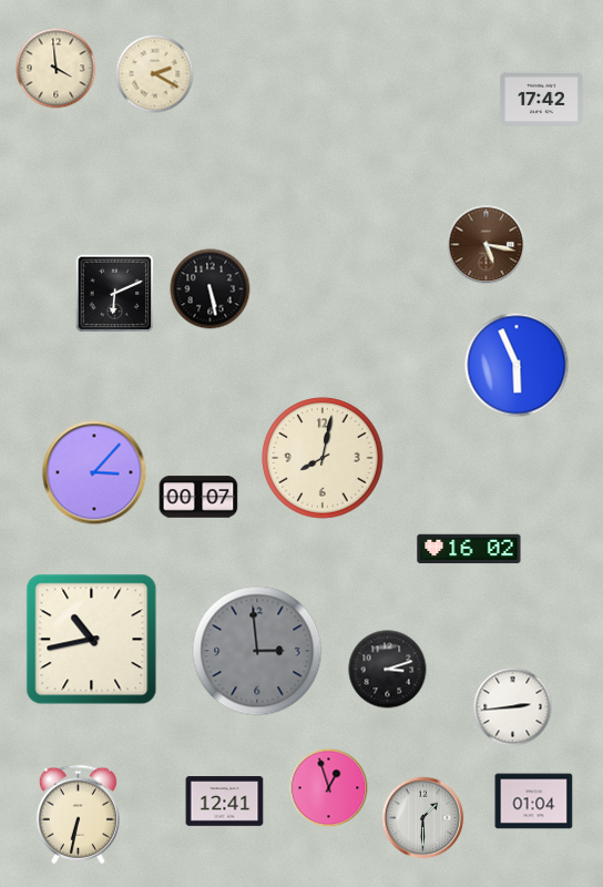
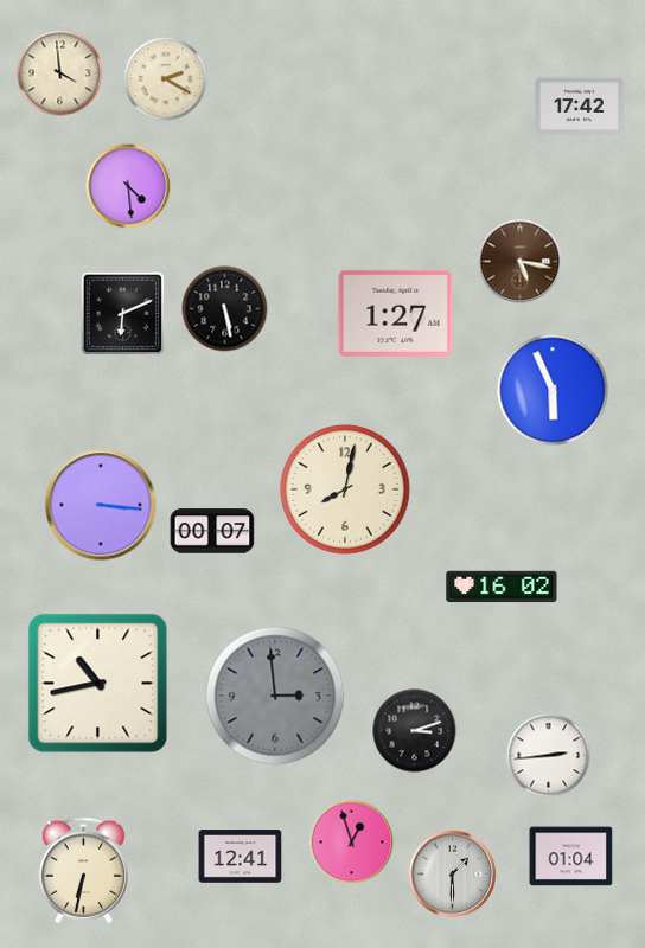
clock at (128, 186): none -> 4:29
clock at (396, 313): none -> 1:27
clock at (94, 472): 3:07 -> 3:16
clock at (388, 670) position: (388, 670) -> (415, 731)
